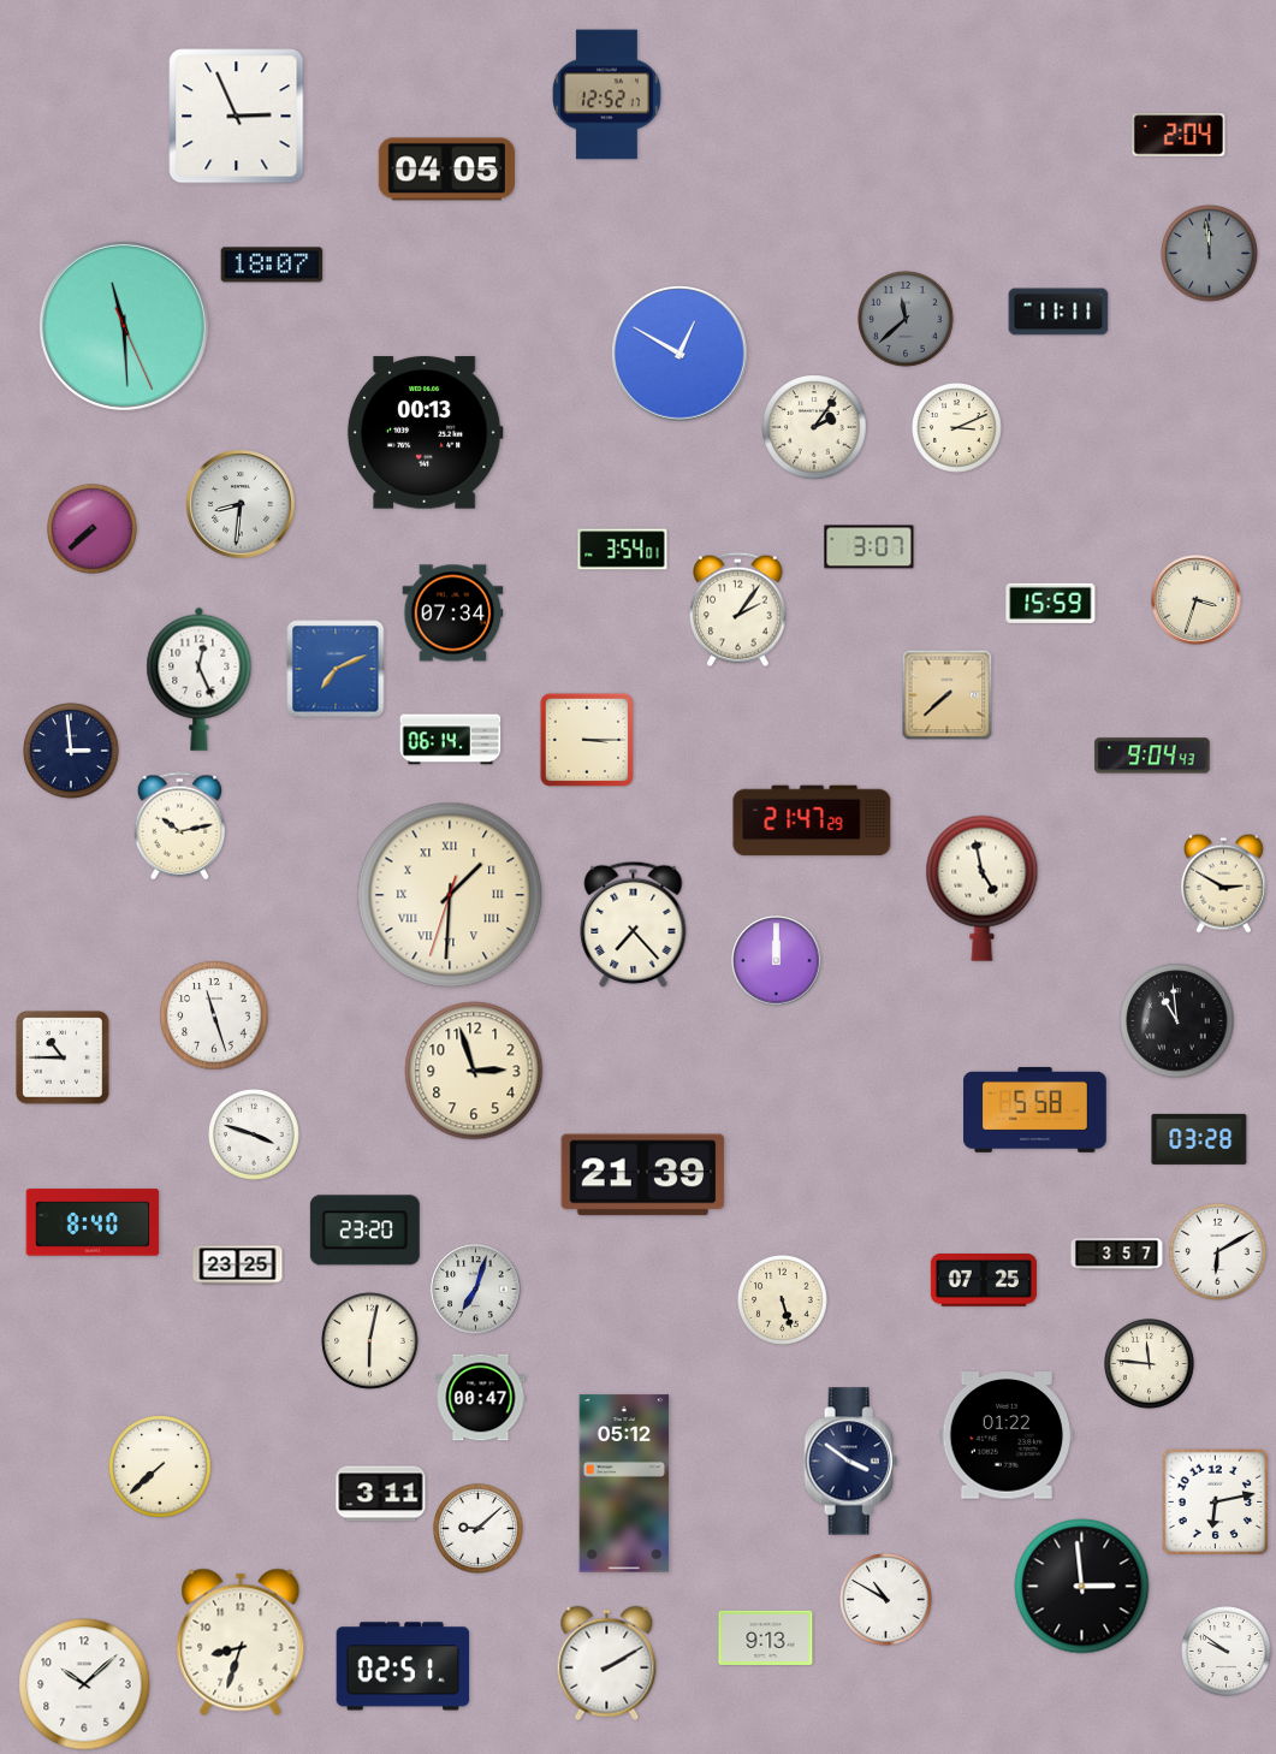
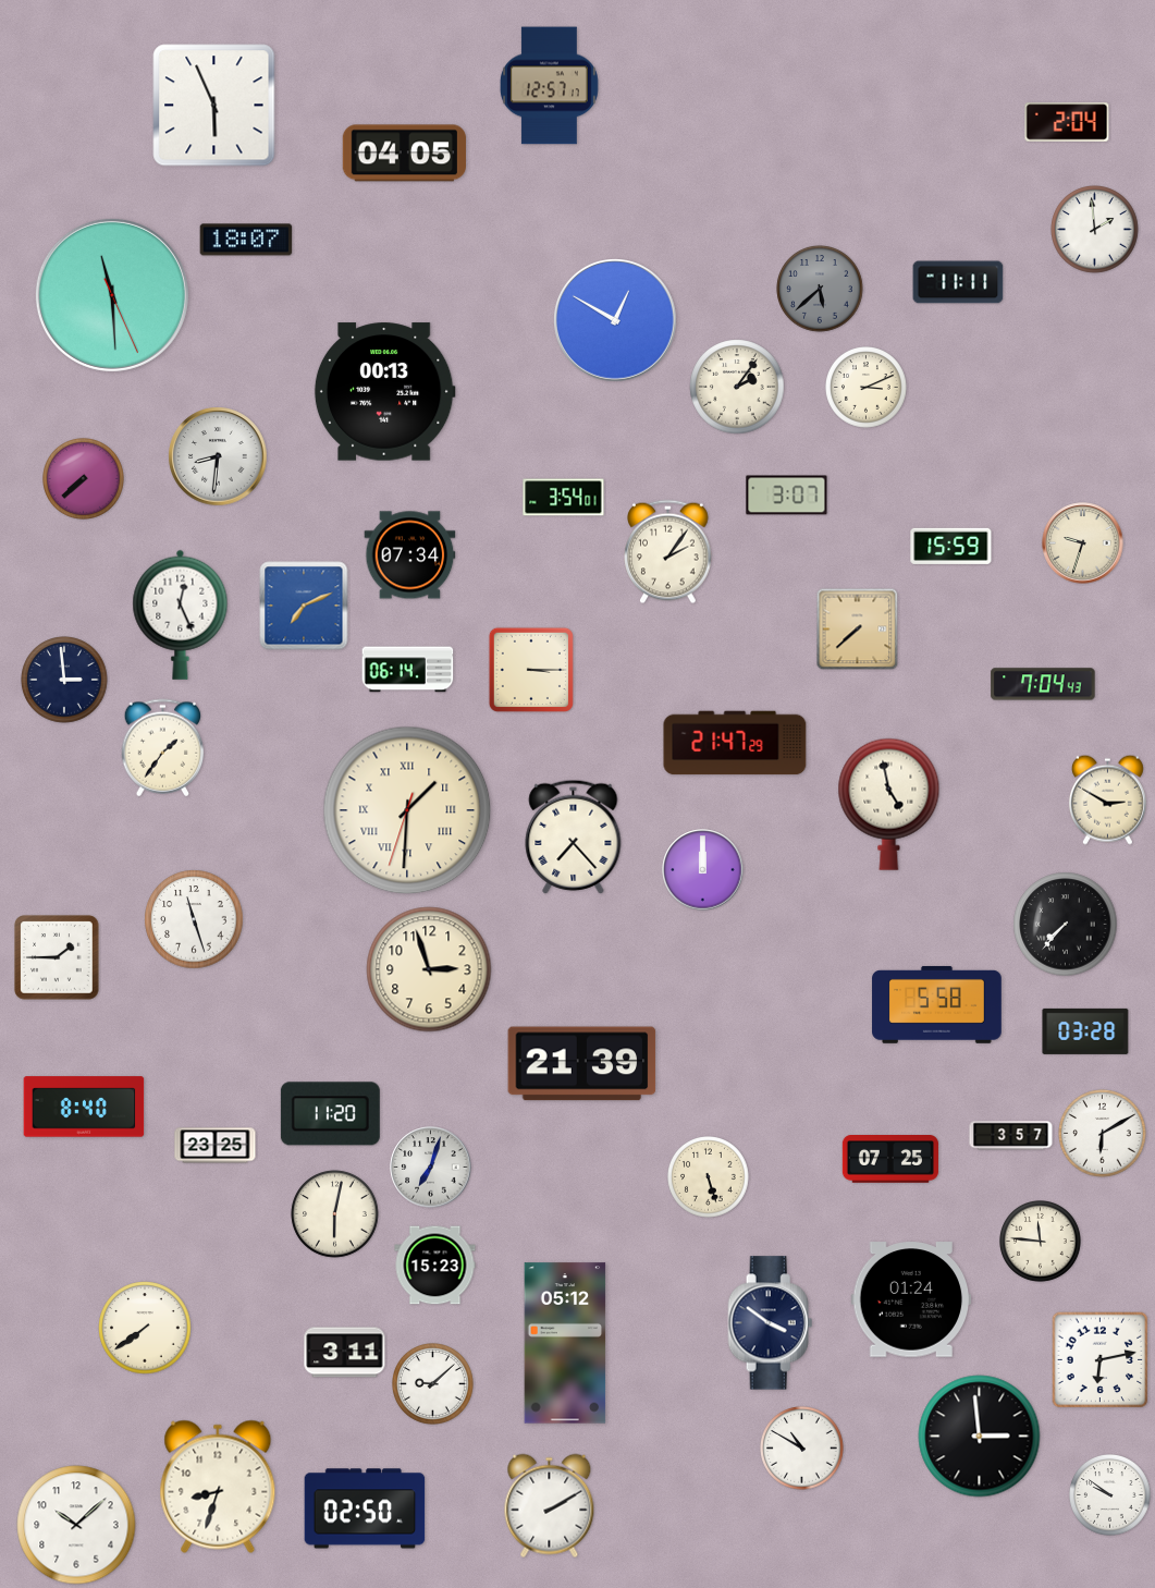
clock at (606, 95): 12:52 -> 12:57
clock at (237, 117): 2:56 -> 5:56
clock at (1210, 254): 11:59 -> 1:59
clock at (1210, 254) dial: grey -> white
clock at (906, 319): 11:38 -> 5:38
clock at (1197, 600): 3:33 -> 9:33
clock at (1152, 755): 9:04 -> 7:04
clock at (180, 826): 10:13 -> 1:36
clock at (1177, 1021): 10:59 -> 7:37
clock at (63, 1057): 10:45 -> 1:45
clock at (255, 1136): 3:48 -> none
clock at (364, 1231): 23:20 -> 11:20
clock at (1150, 1364) position: (1150, 1364) -> (1041, 1242)
clock at (481, 1398): 00:47 -> 15:23
clock at (1007, 1435): 01:22 -> 01:24
clock at (160, 1466): 7:38 -> 7:39
clock at (766, 1637): 9:13 -> none
clock at (403, 1666): 02:51 -> 02:50
